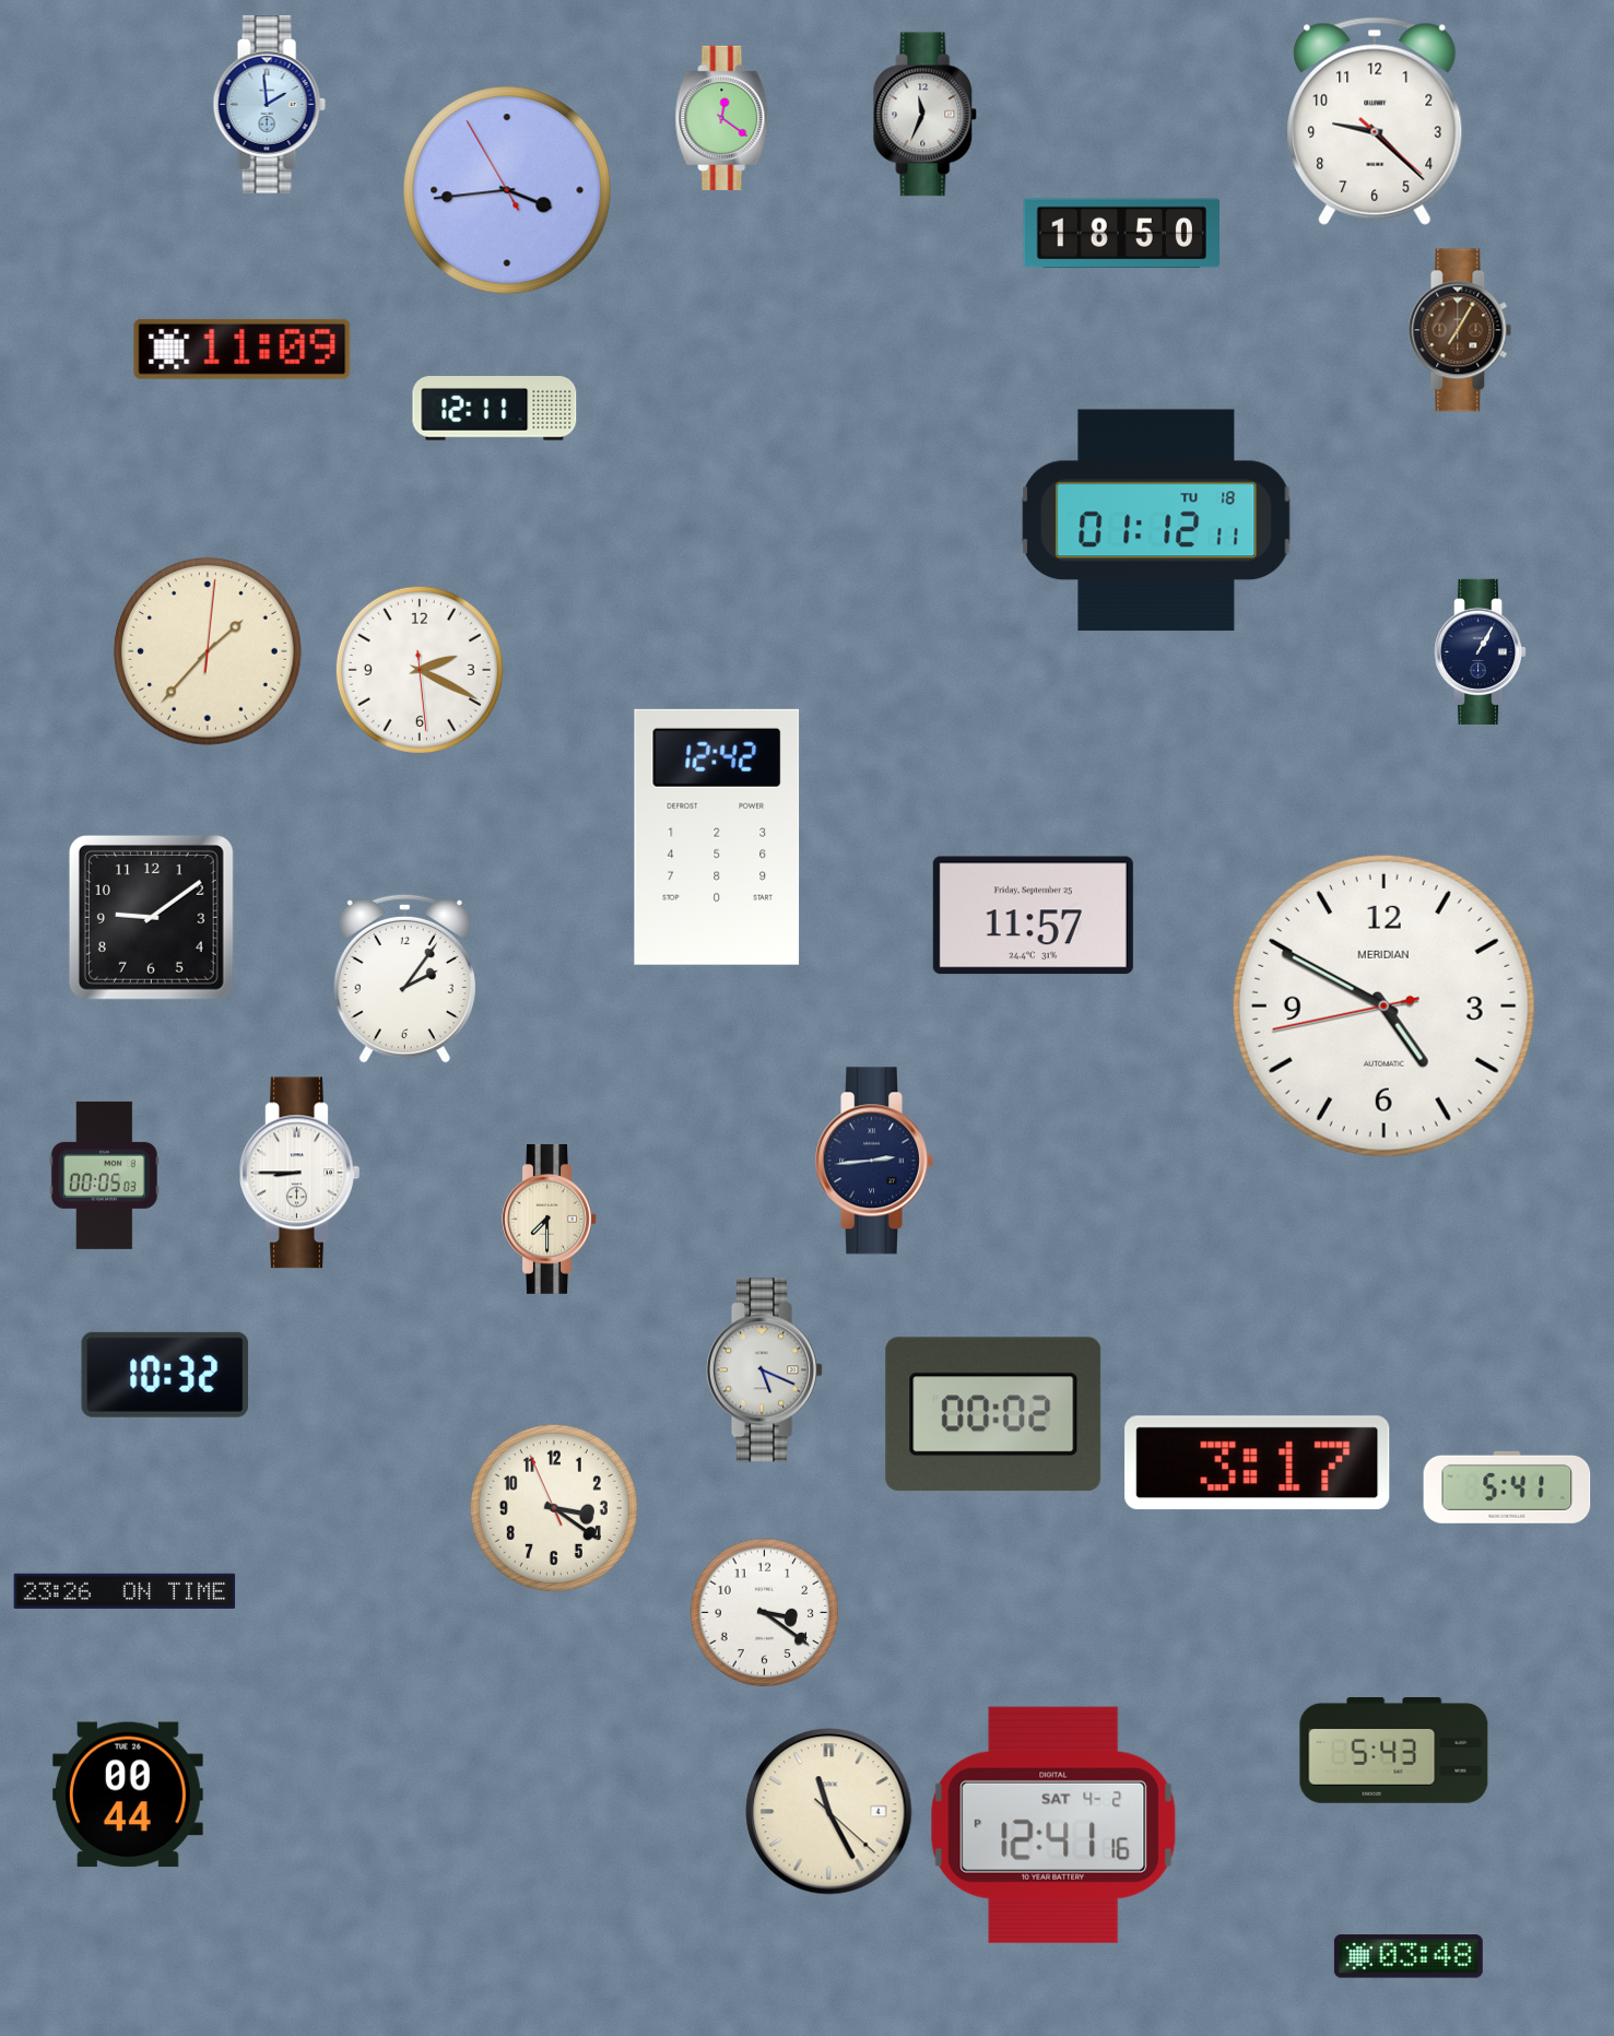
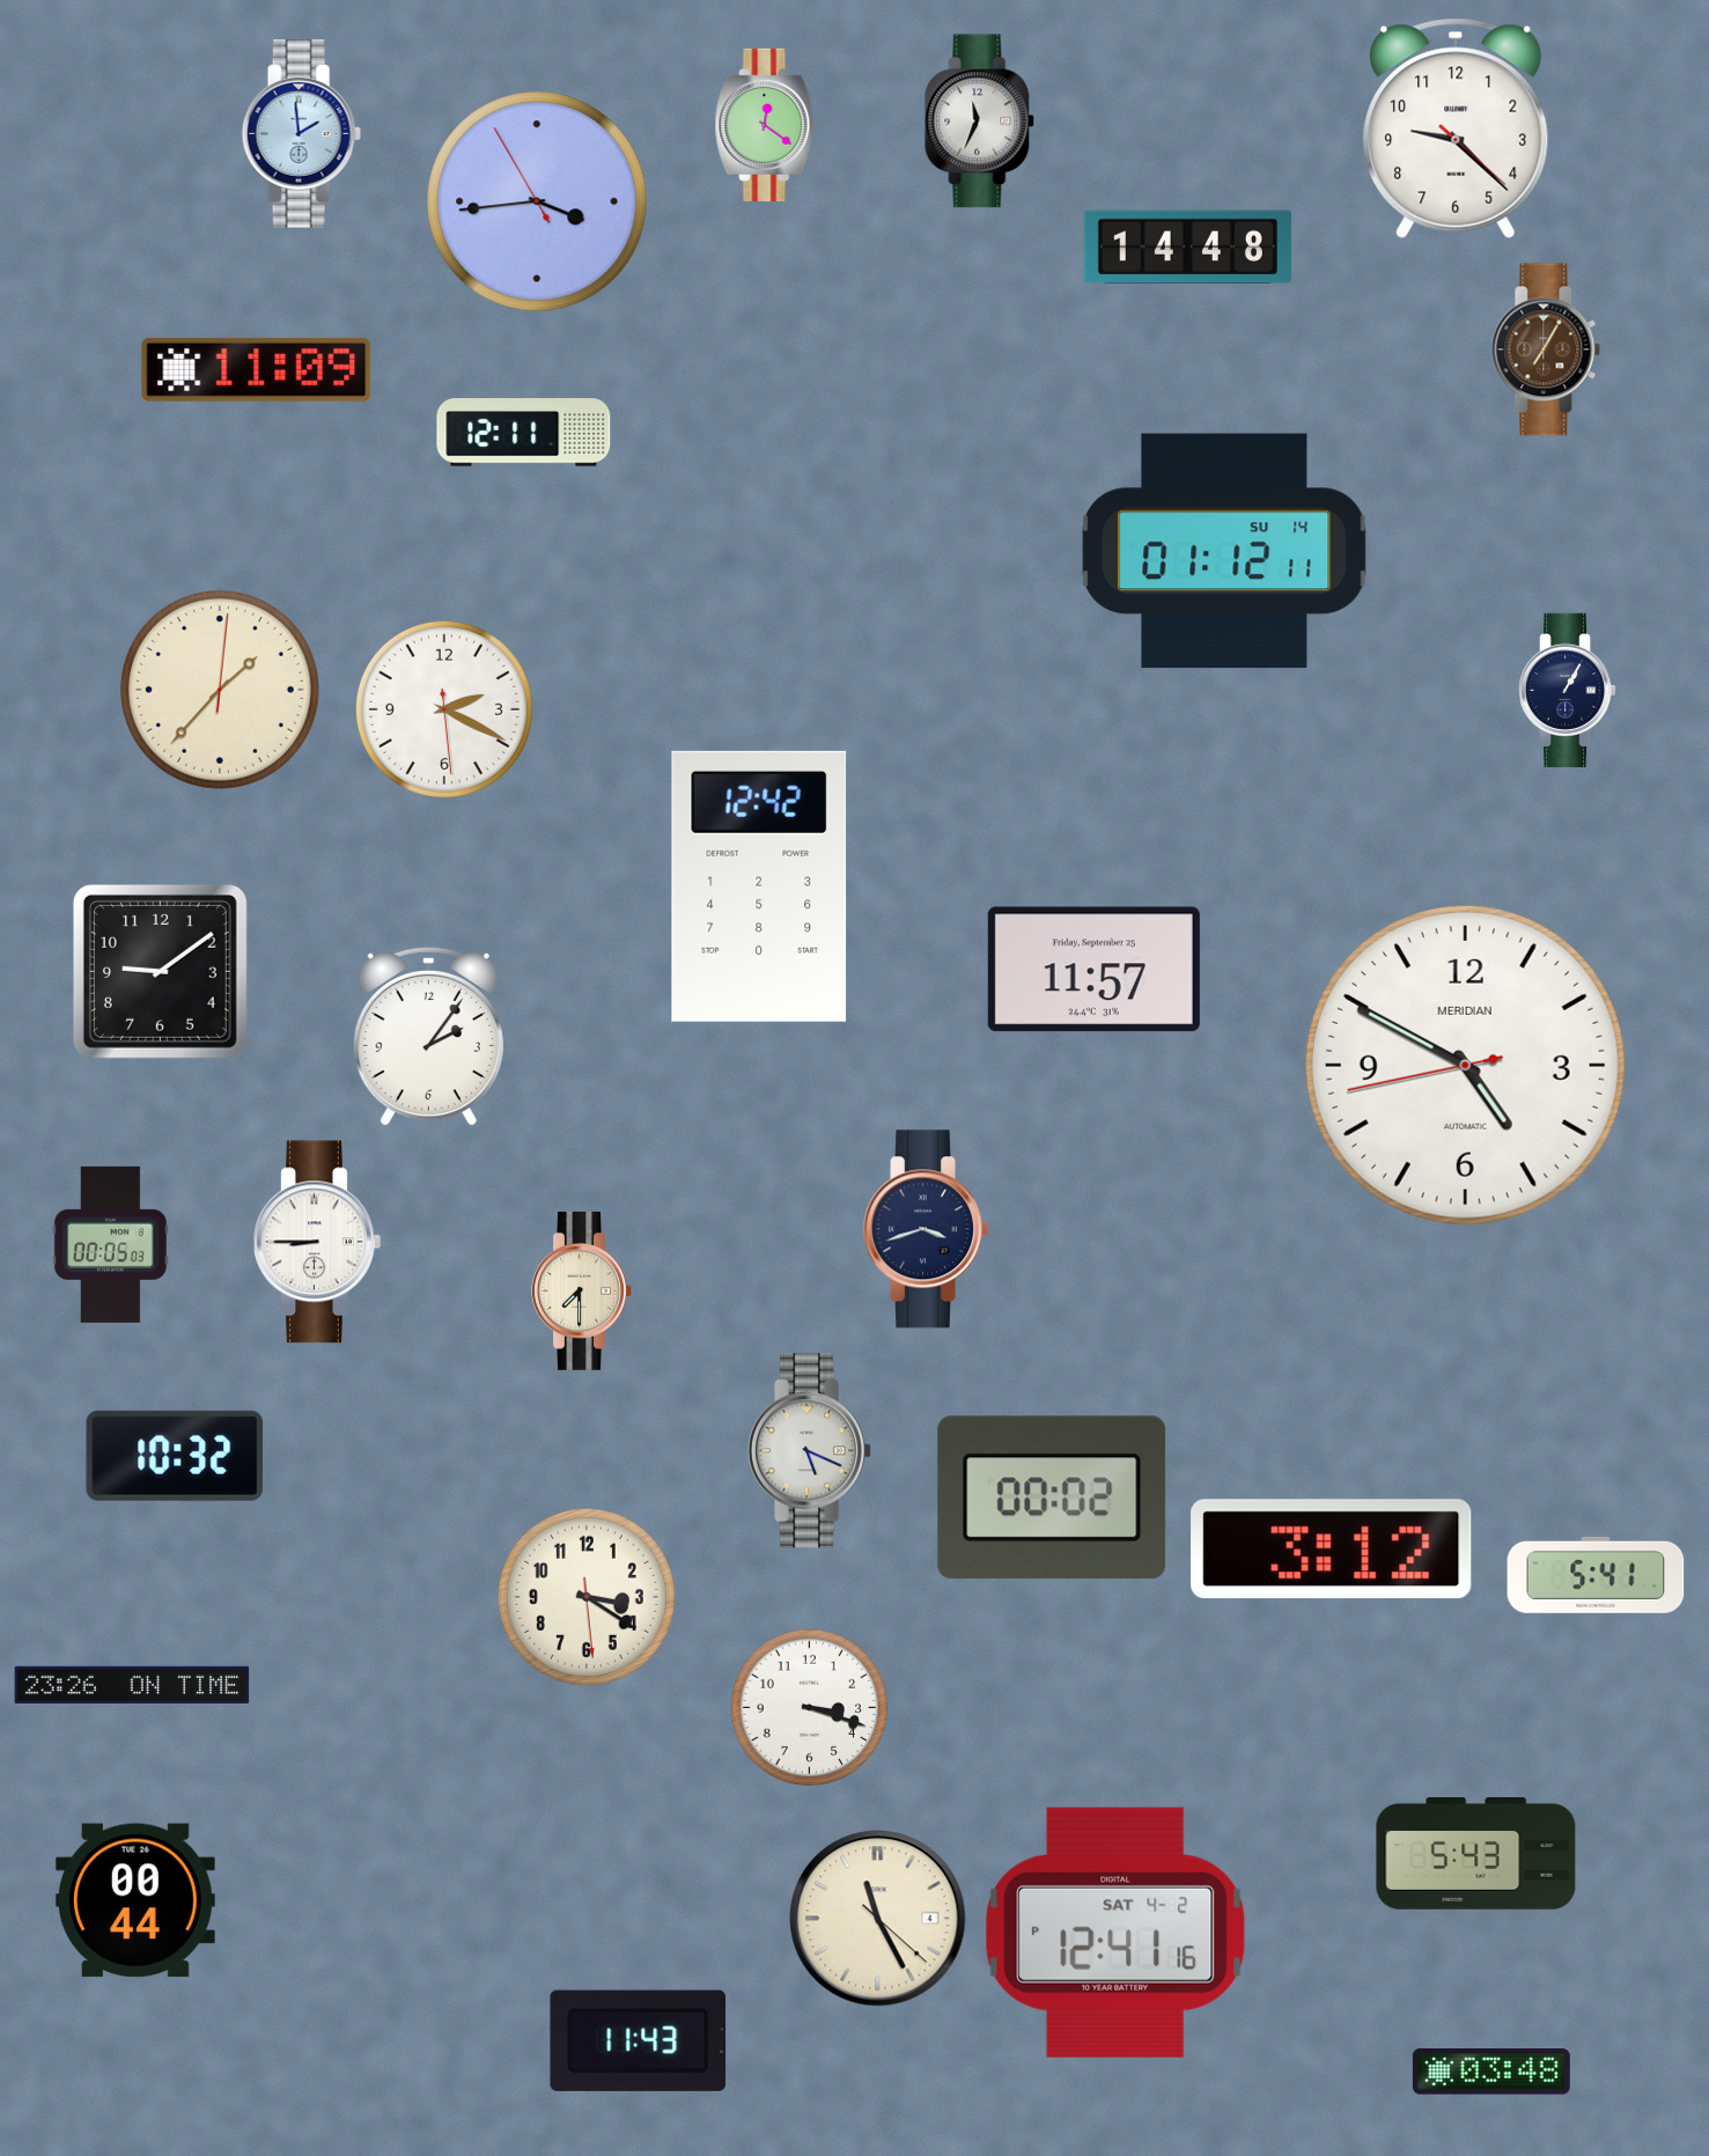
clock at (269, 105) position: (269, 105) -> (301, 134)
clock at (1121, 234): 18:50 -> 14:48
clock at (1156, 520) date: TU 18 -> SU 14
clock at (874, 1161): 2:44 -> 3:42
clock at (1258, 1463): 3:17 -> 3:12
clock at (554, 1508): 3:20:56 -> 3:20:29
clock at (765, 1613): 3:21 -> 3:18
clock at (639, 2040): none -> 11:43
